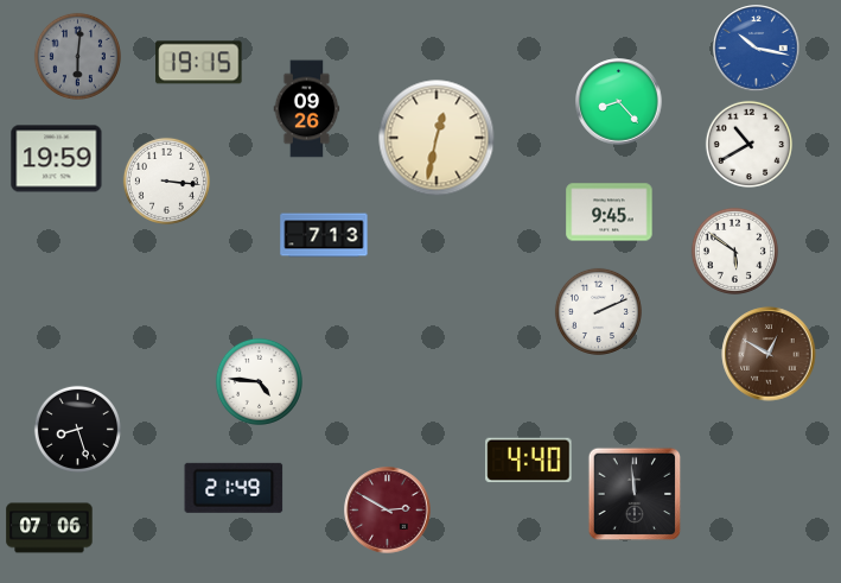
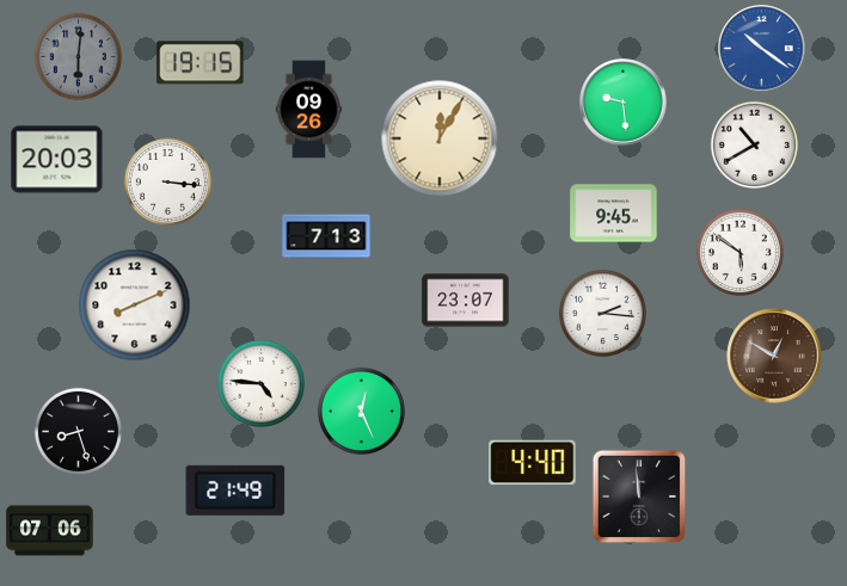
clock at (757, 49): 10:17 -> 10:21
clock at (619, 102): 8:23 -> 9:29
clock at (437, 138): 12:32 -> 12:05
clock at (57, 159): 19:59 -> 20:03
clock at (466, 301): none -> 23:07
clock at (135, 306): none -> 8:11
clock at (598, 311): 2:11 -> 2:16
clock at (361, 411): none -> 12:26
clock at (388, 511): 2:50 -> none
